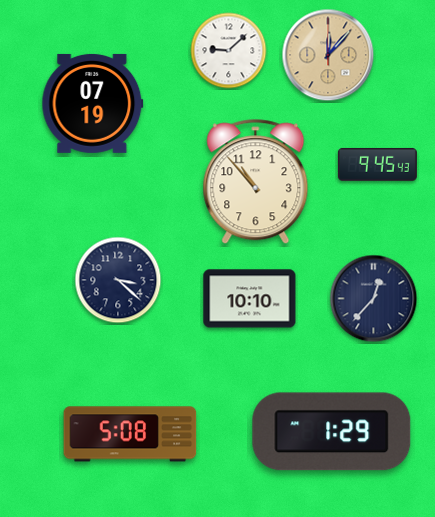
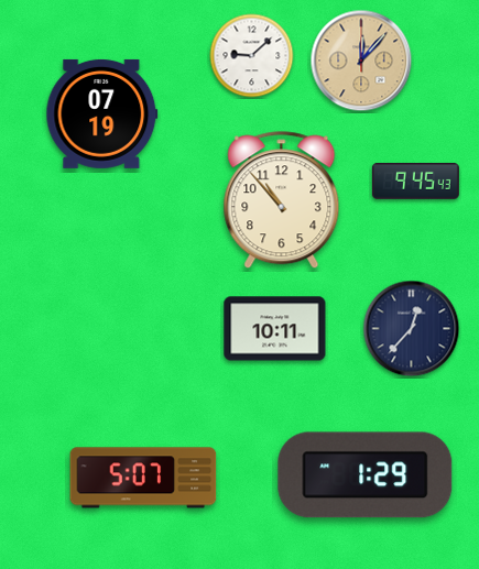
clock at (118, 280): 3:22 -> none
clock at (250, 299): 10:10 -> 10:11
clock at (130, 434): 5:08 -> 5:07
